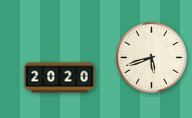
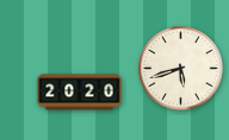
clock at (60, 78) position: (60, 78) -> (80, 93)
